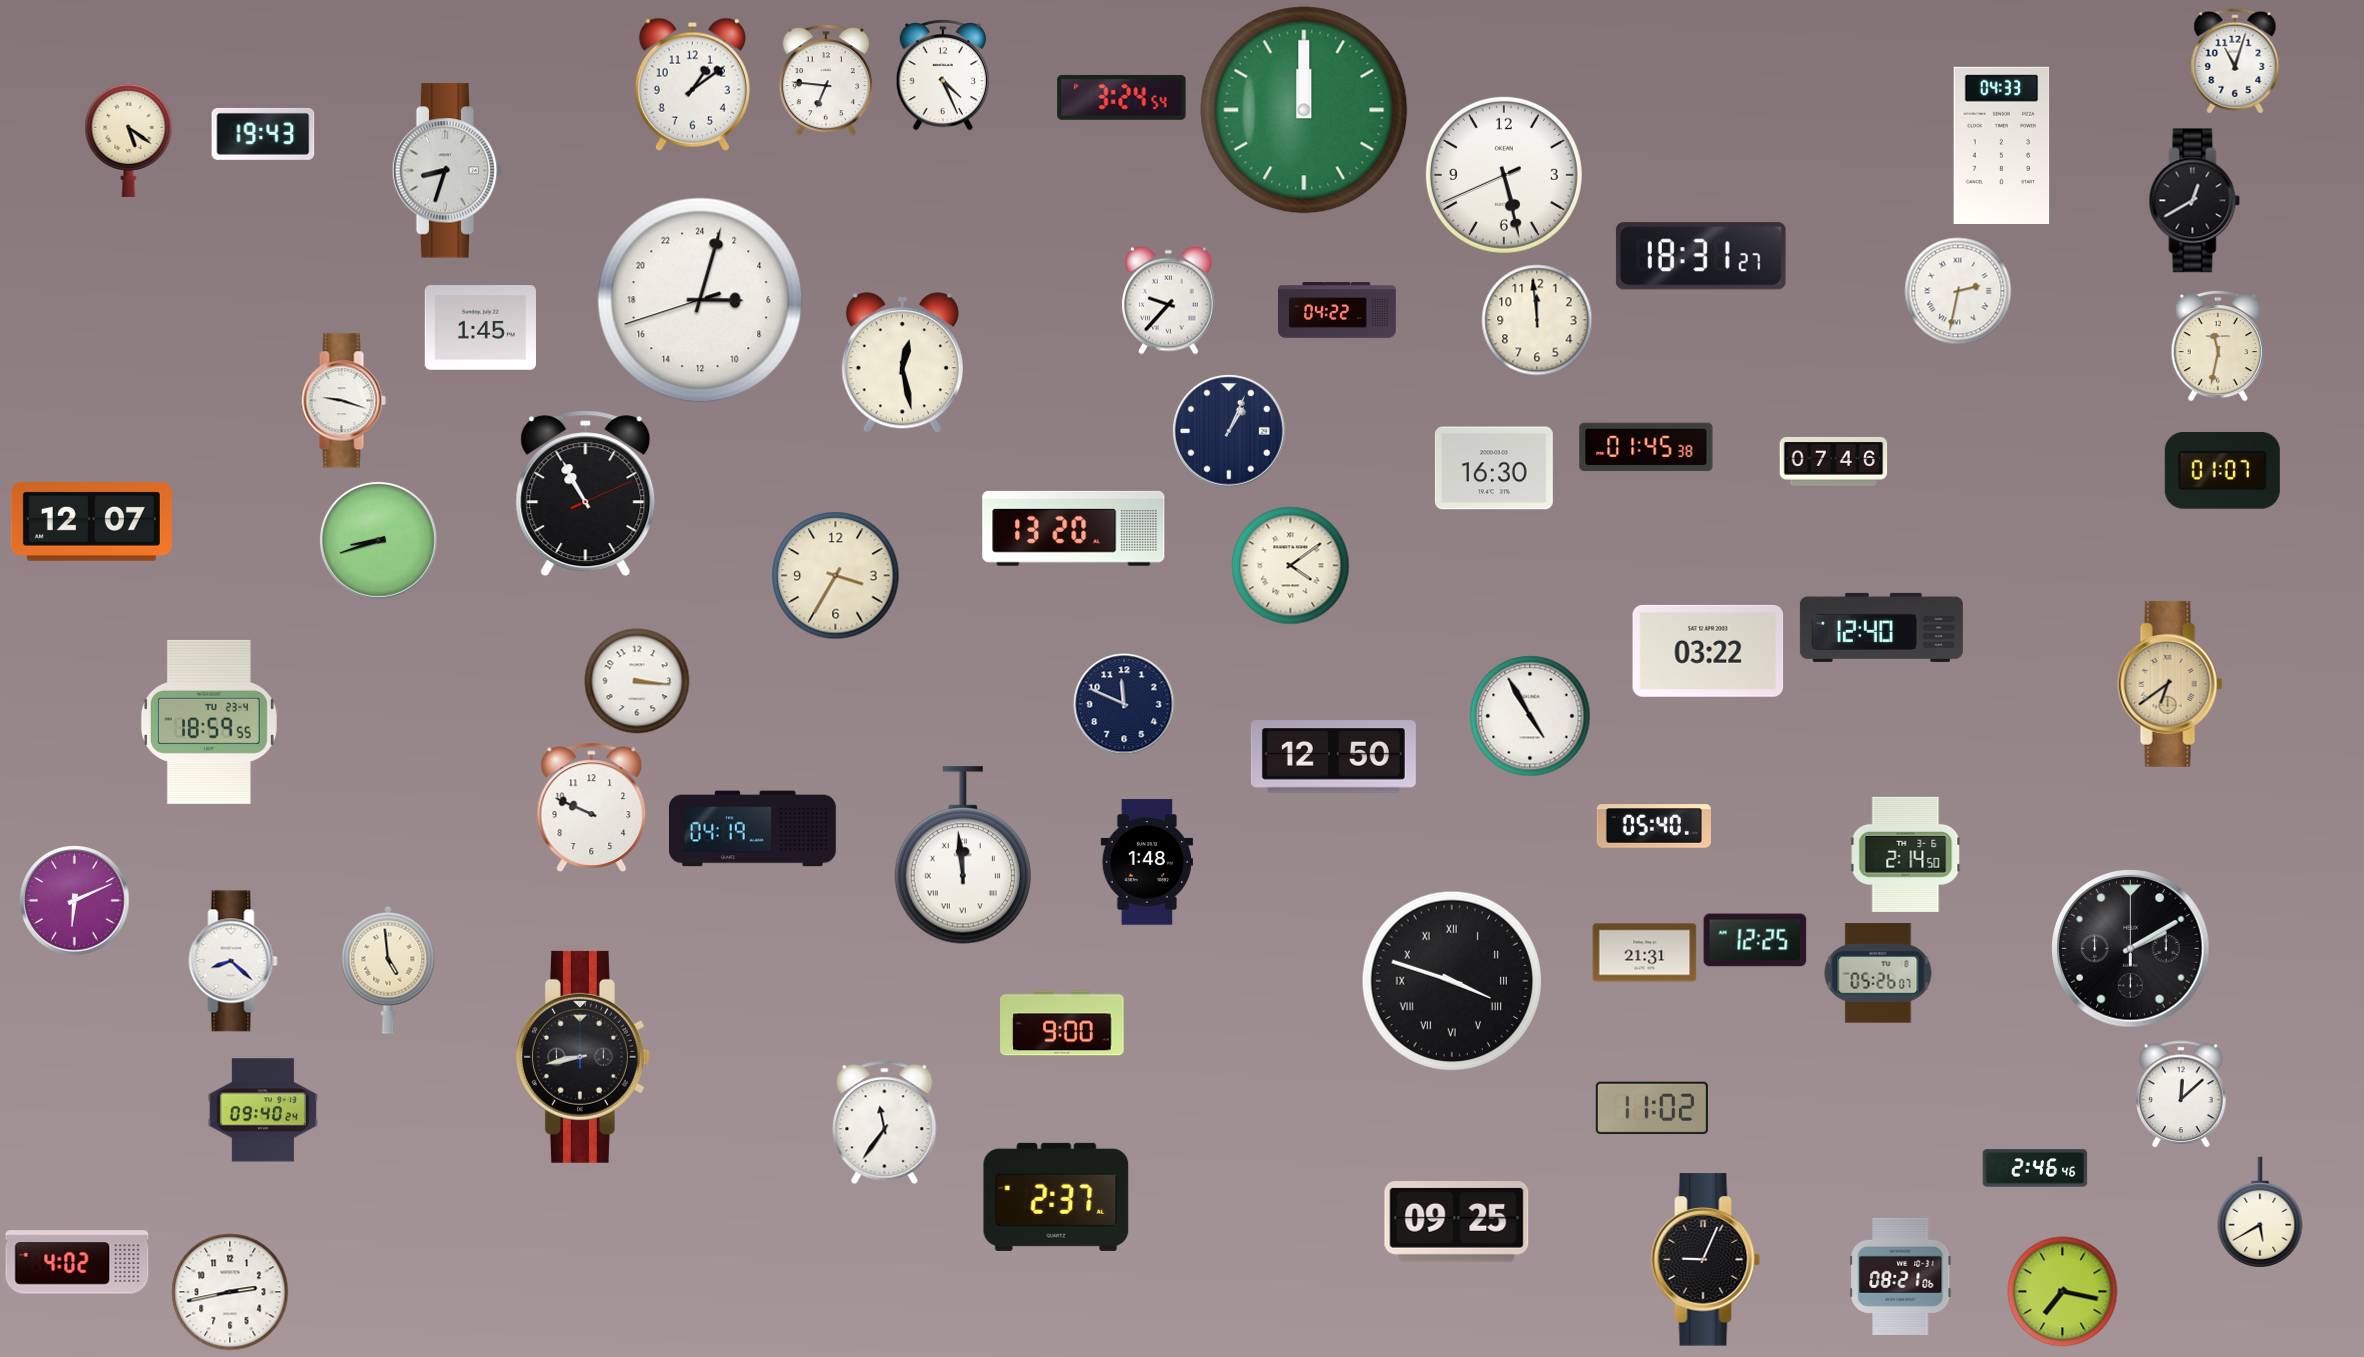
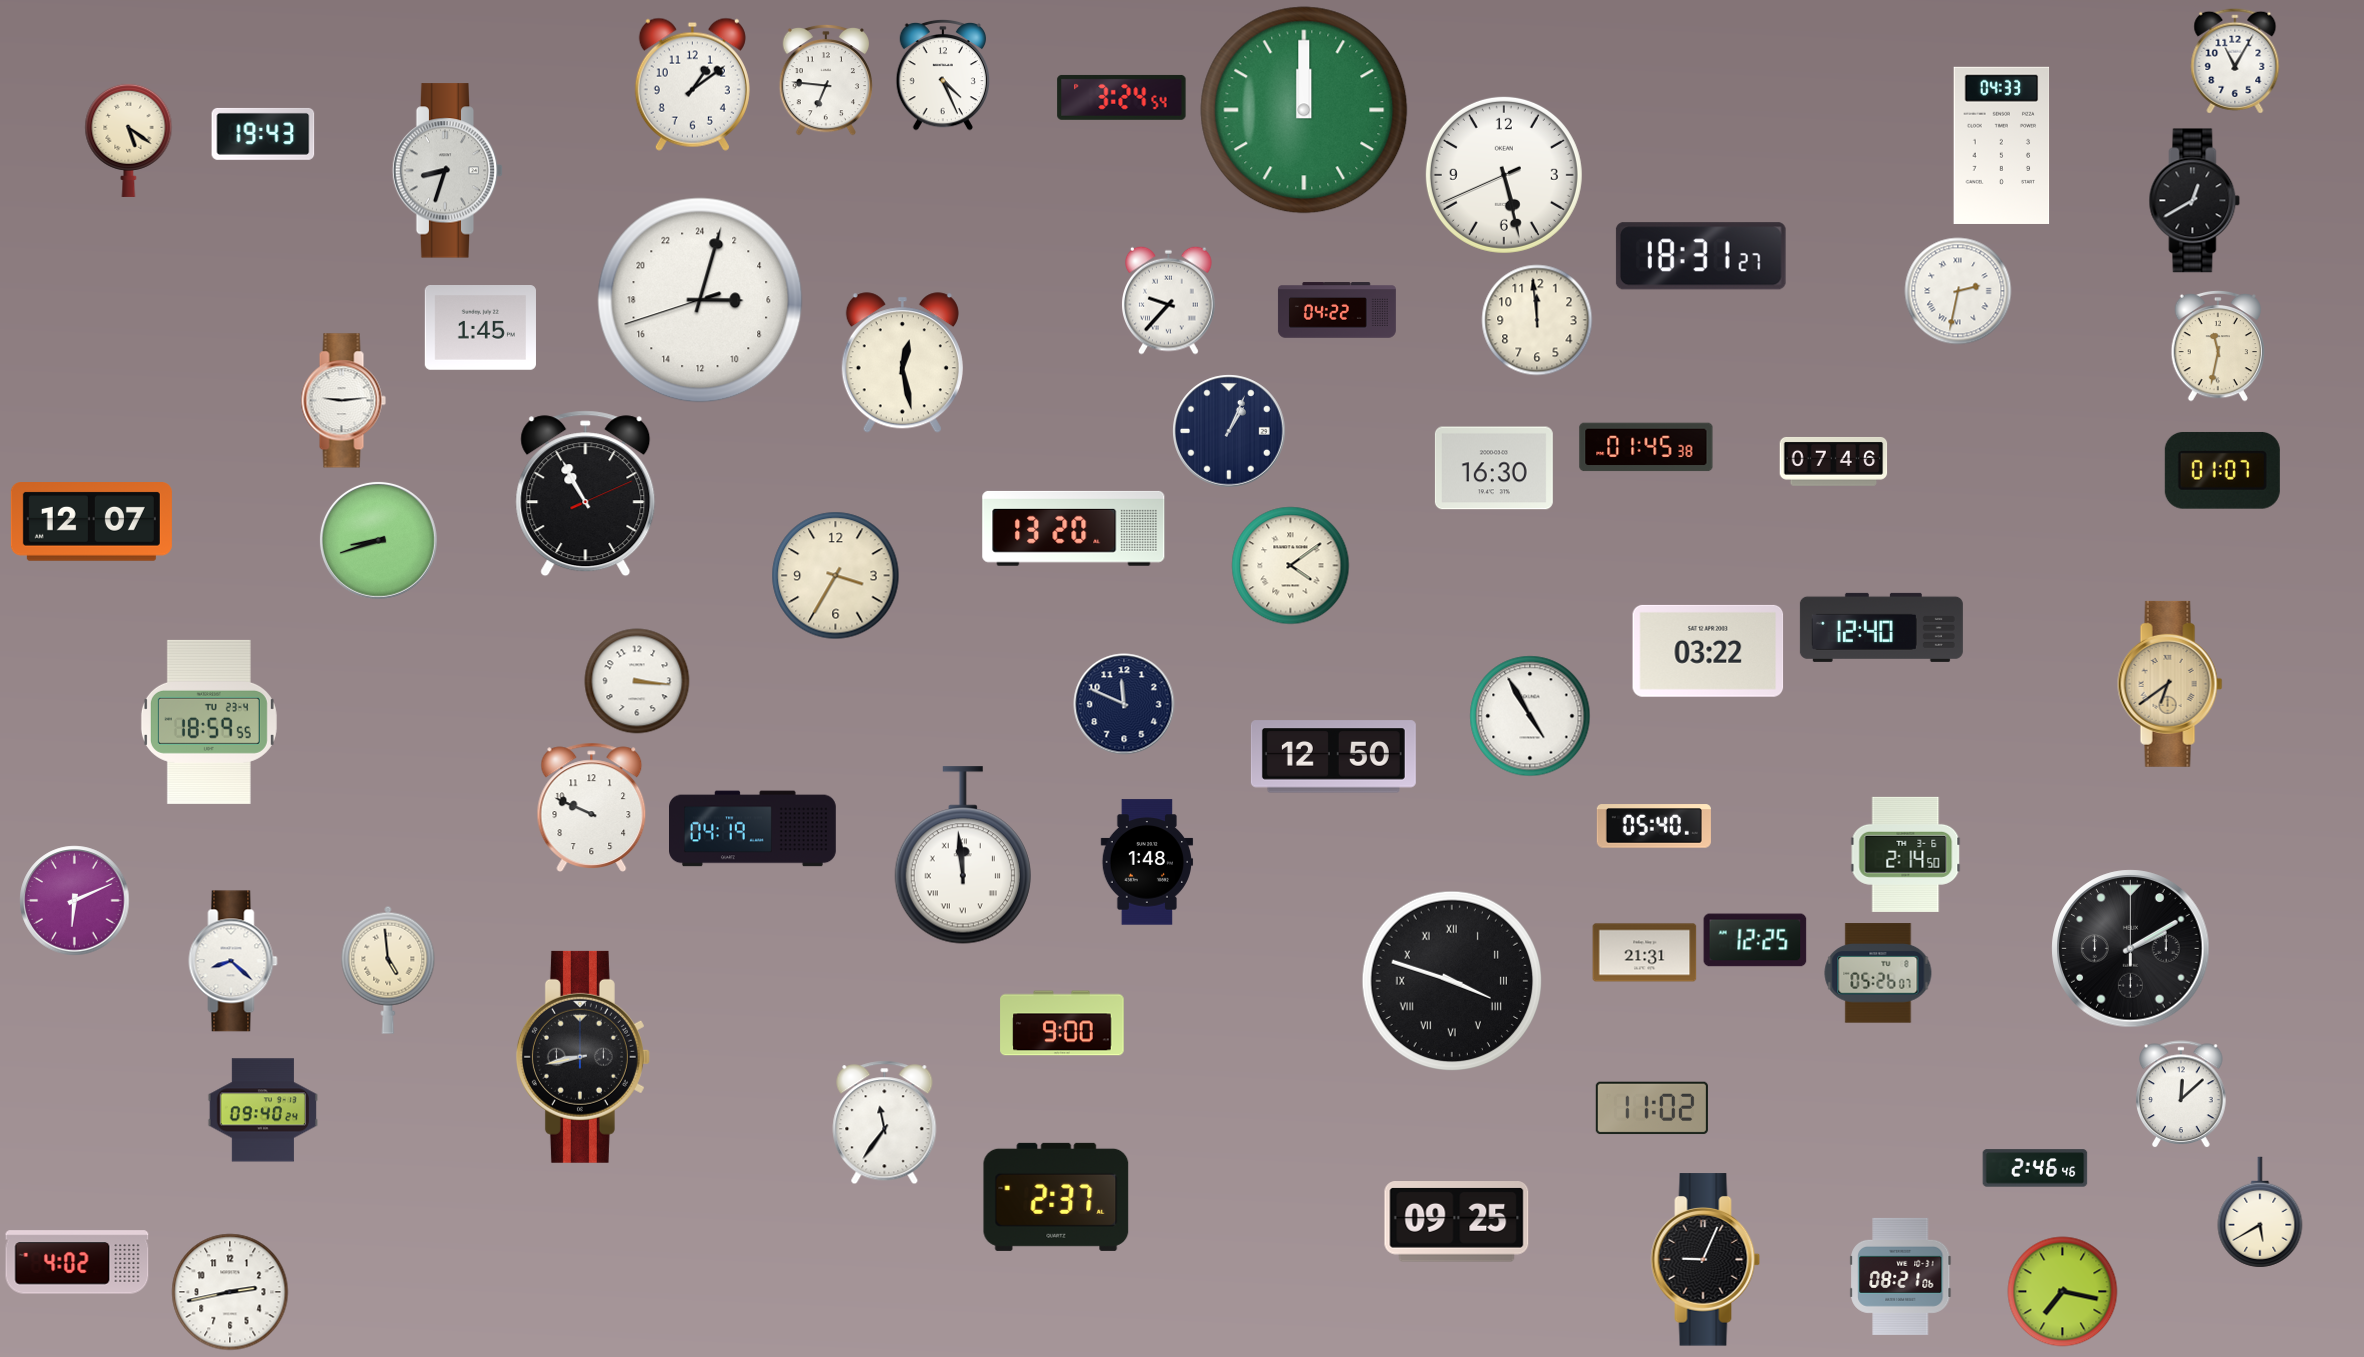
clock at (2235, 61): 11:03 -> 11:05
clock at (343, 401): 9:18 -> 9:14
